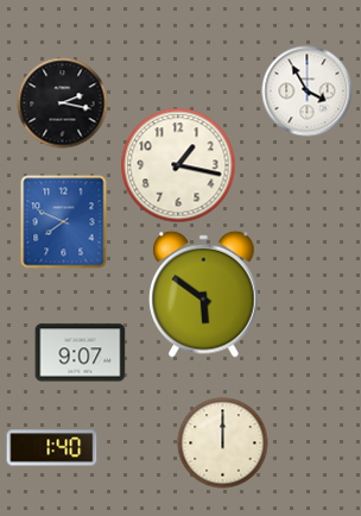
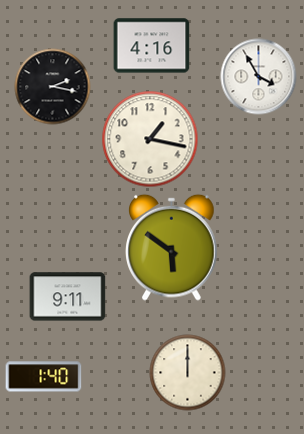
clock at (152, 46): none -> 4:16
clock at (64, 222): 7:49 -> none
clock at (81, 353): 9:07 -> 9:11
